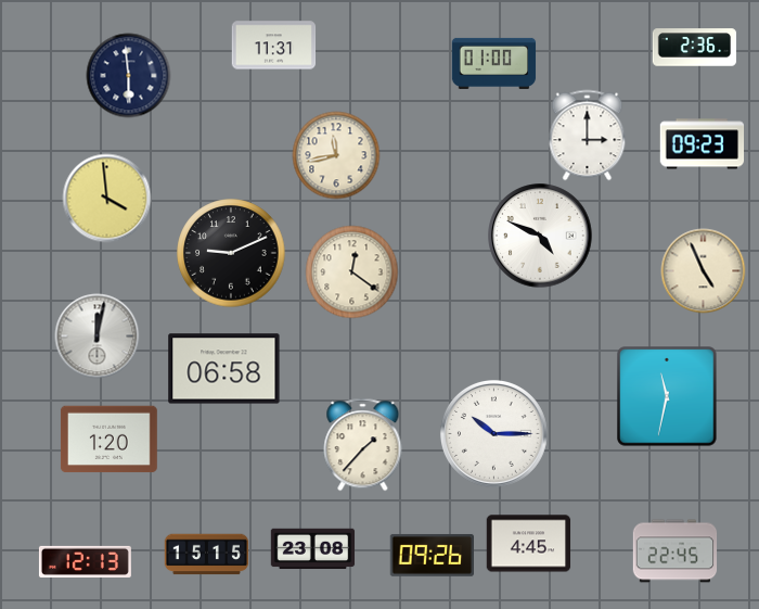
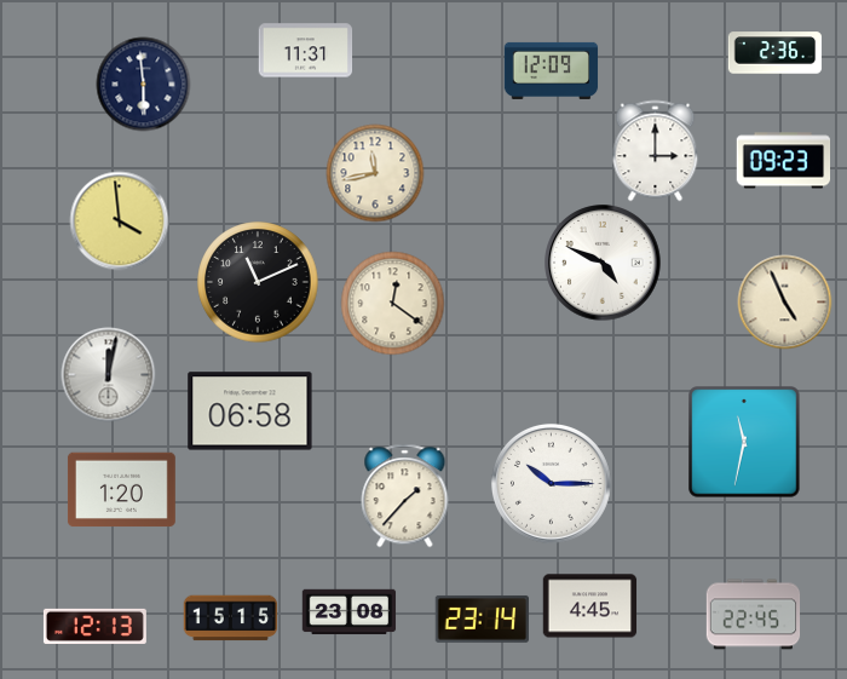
clock at (493, 63): 01:00 -> 12:09
clock at (231, 253): 9:11 -> 11:11
clock at (432, 555): 09:26 -> 23:14
